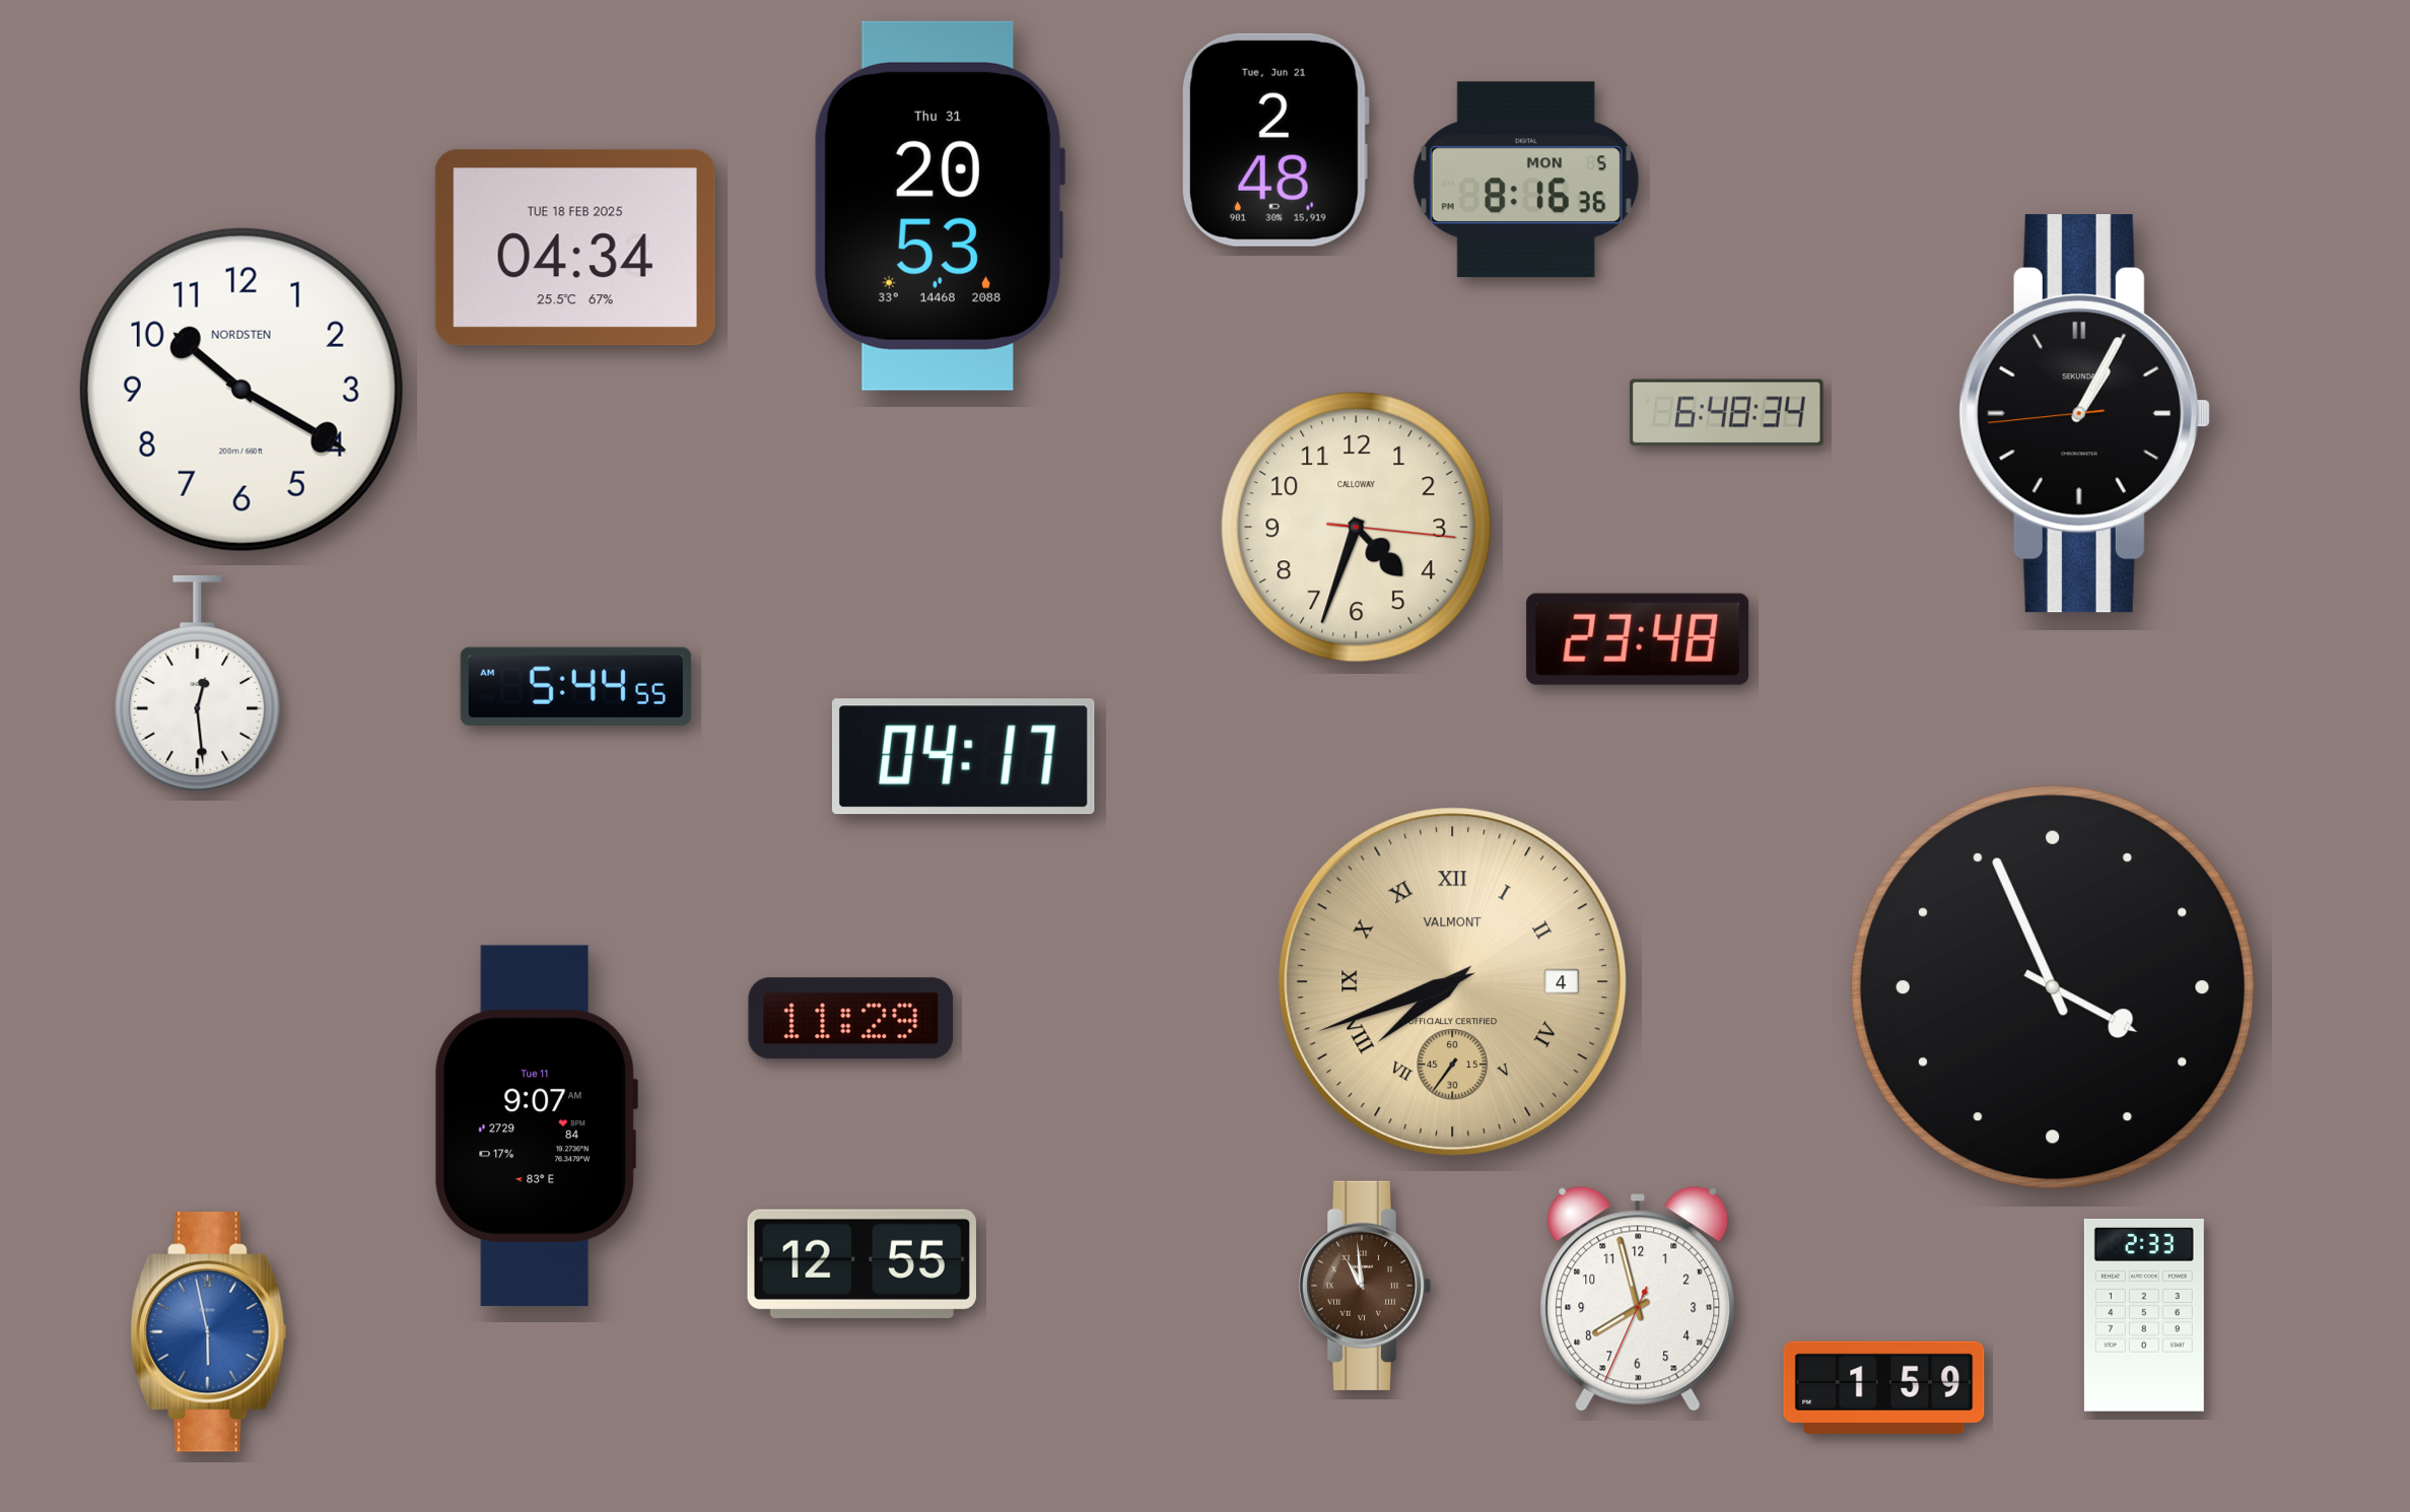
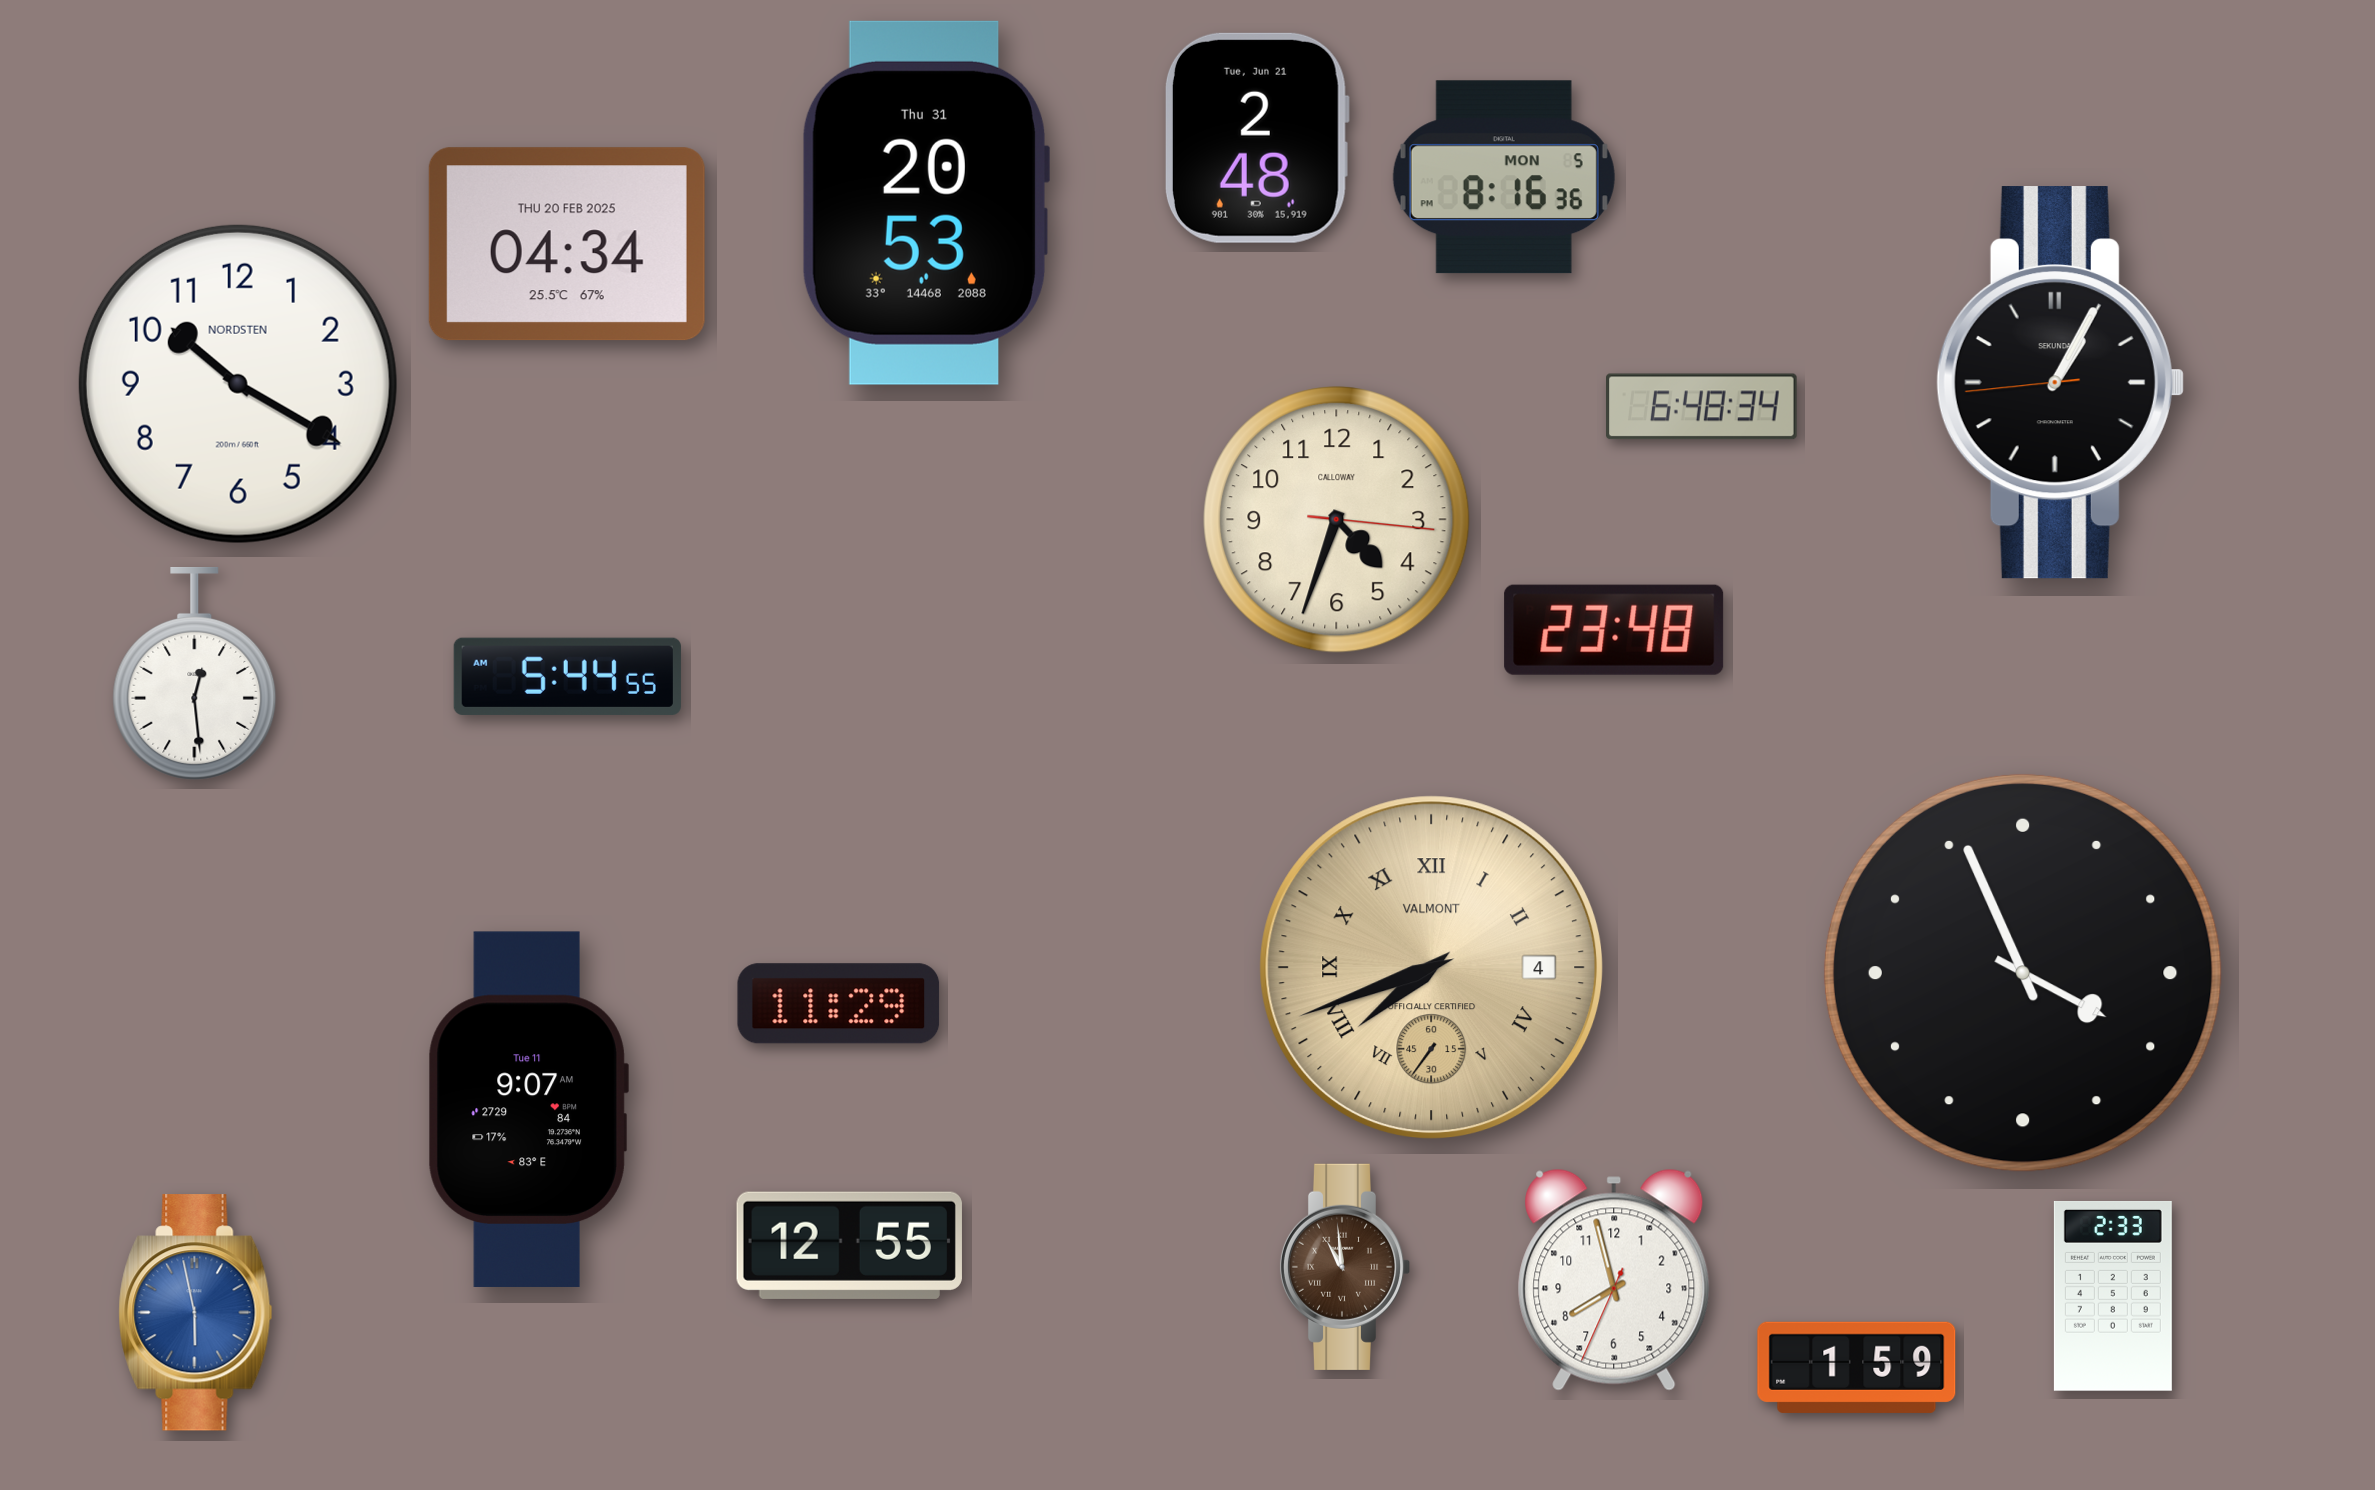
clock at (575, 248) date: TUE 18 FEB 2025 -> THU 20 FEB 2025
clock at (2084, 414) position: (2084, 414) -> (2060, 383)
clock at (963, 757): 04:17 -> none
clock at (209, 1332) position: (209, 1332) -> (196, 1313)
